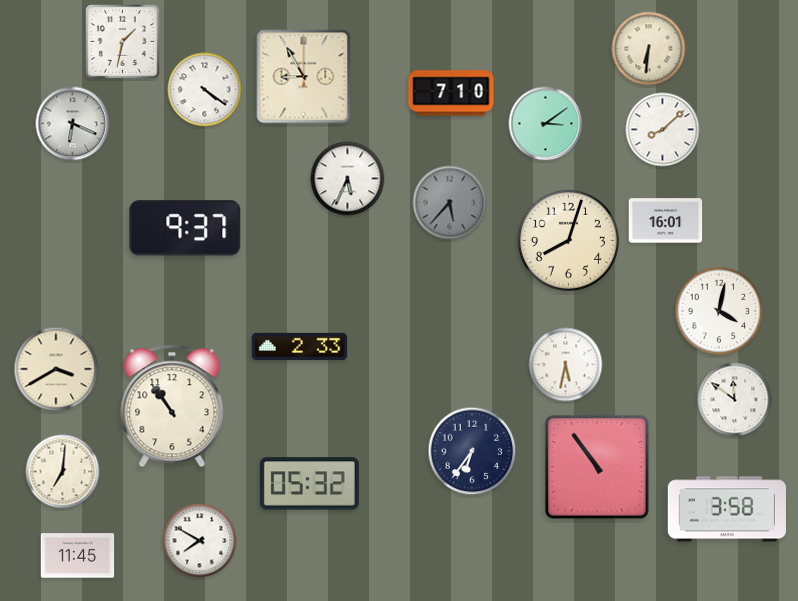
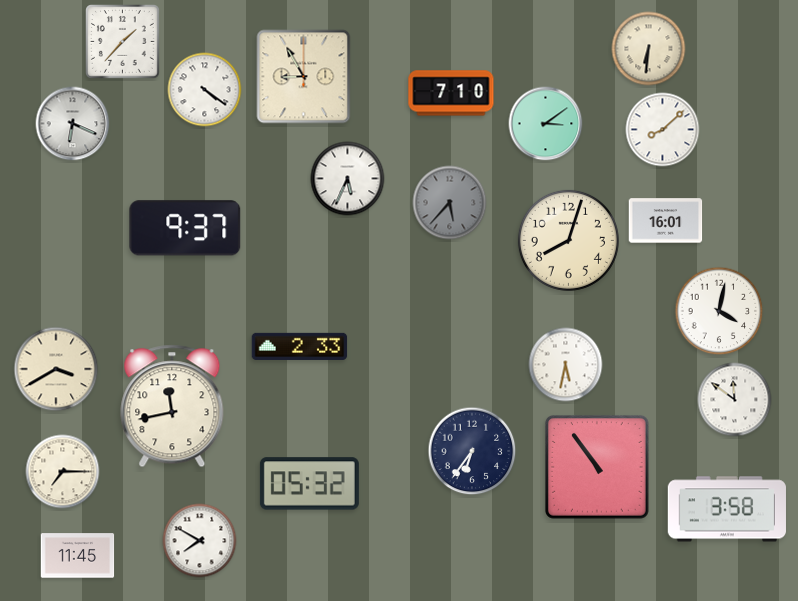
clock at (123, 42): 1:32 -> 1:37
clock at (172, 406): 10:54 -> 11:43
clock at (63, 472): 7:01 -> 7:15
